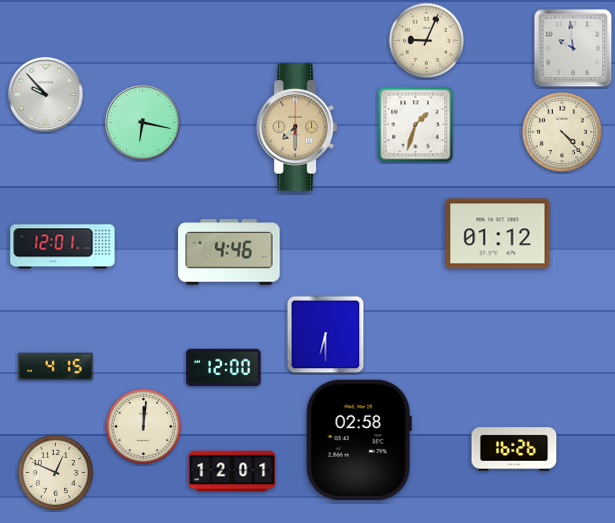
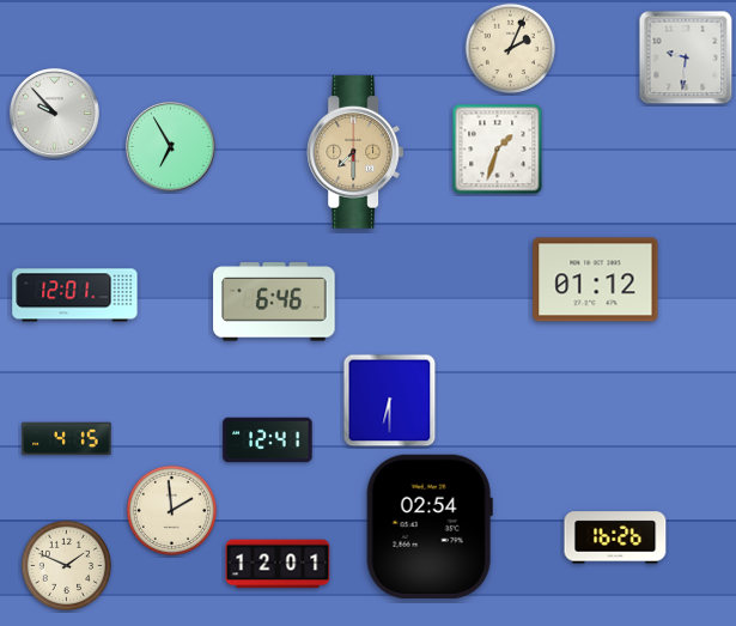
clock at (427, 41): 9:04 -> 2:04
clock at (573, 48): 9:59 -> 9:31
clock at (142, 122): 6:17 -> 6:55
clock at (561, 131): 4:23 -> none
clock at (229, 252): 4:46 -> 6:46
clock at (224, 368): 12:00 -> 12:41
clock at (144, 427): 12:01 -> 1:59
clock at (359, 440): 02:58 -> 02:54
clock at (56, 473): 12:49 -> 1:49
